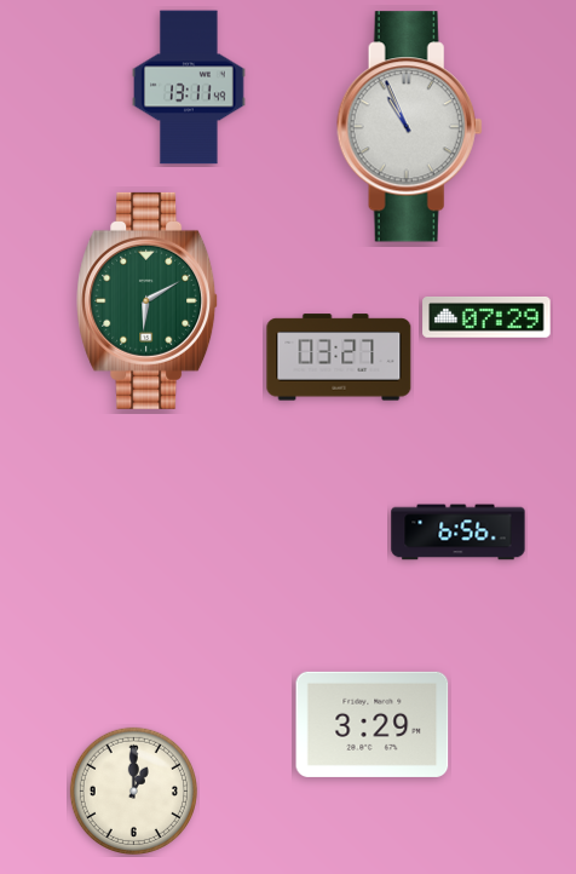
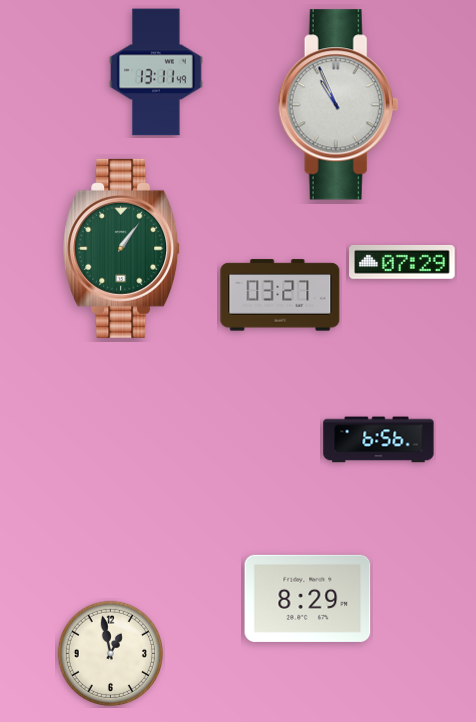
clock at (148, 300): 6:10 -> 1:06
clock at (373, 724): 3:29 -> 8:29
clock at (133, 790): 1:00 -> 12:58
